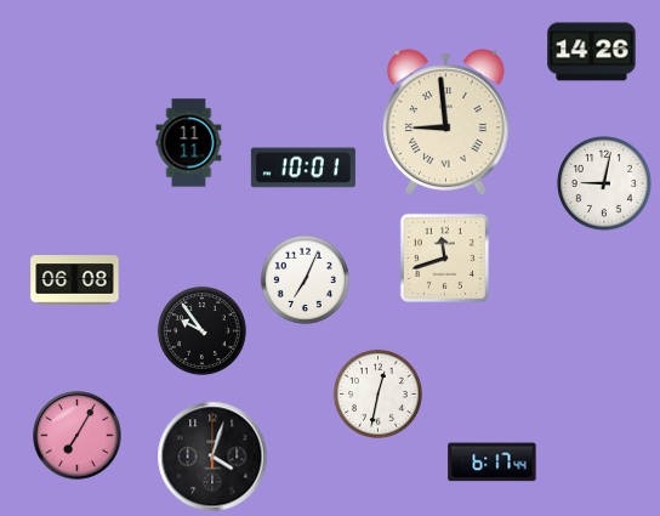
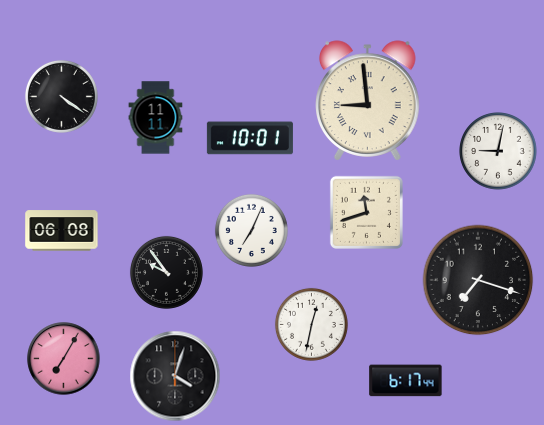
clock at (592, 52): 14:26 -> none
clock at (61, 96): none -> 4:21
clock at (478, 280): none -> 7:18
